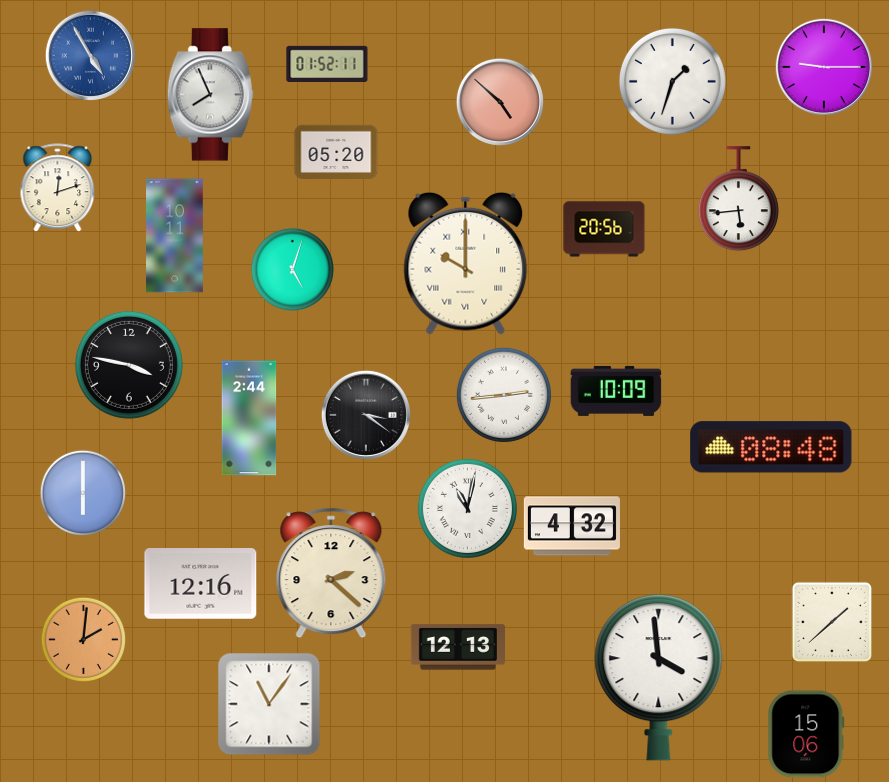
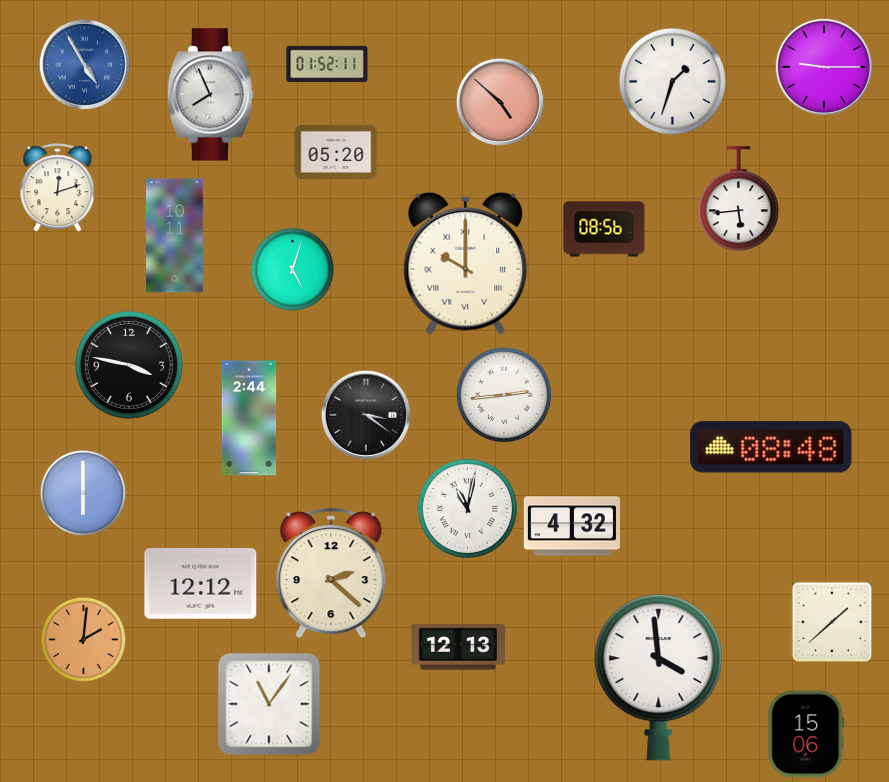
clock at (90, 55) position: (90, 55) -> (84, 64)
clock at (604, 229): 20:56 -> 08:56
clock at (616, 391): 10:09 -> none
clock at (201, 584): 12:16 -> 12:12
